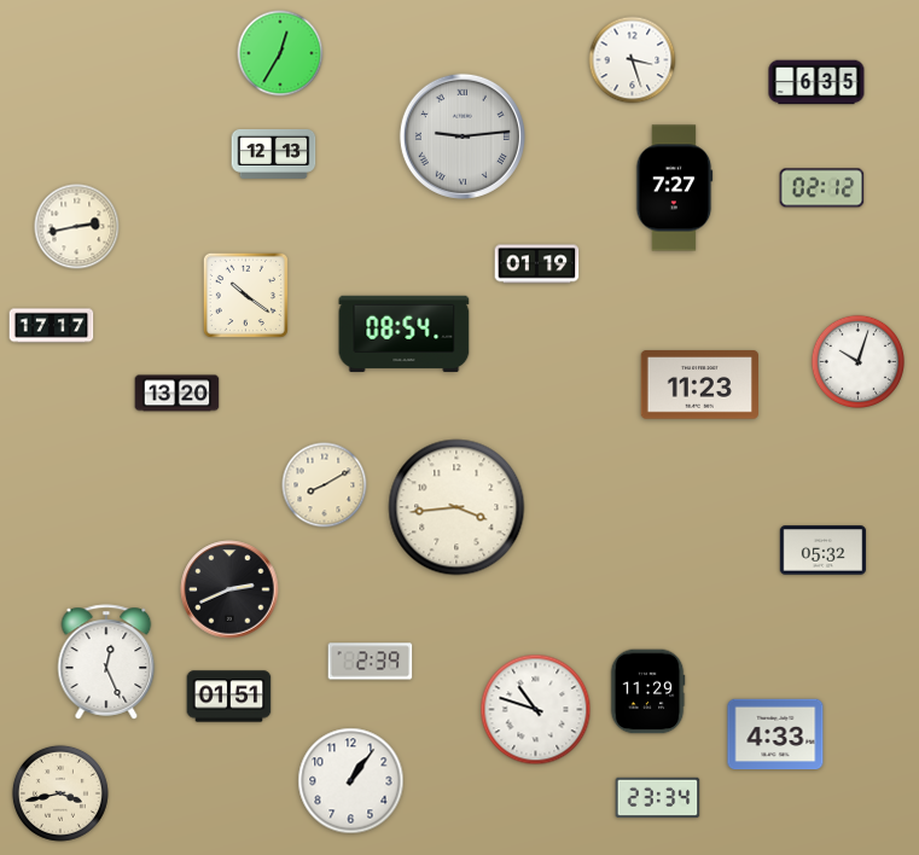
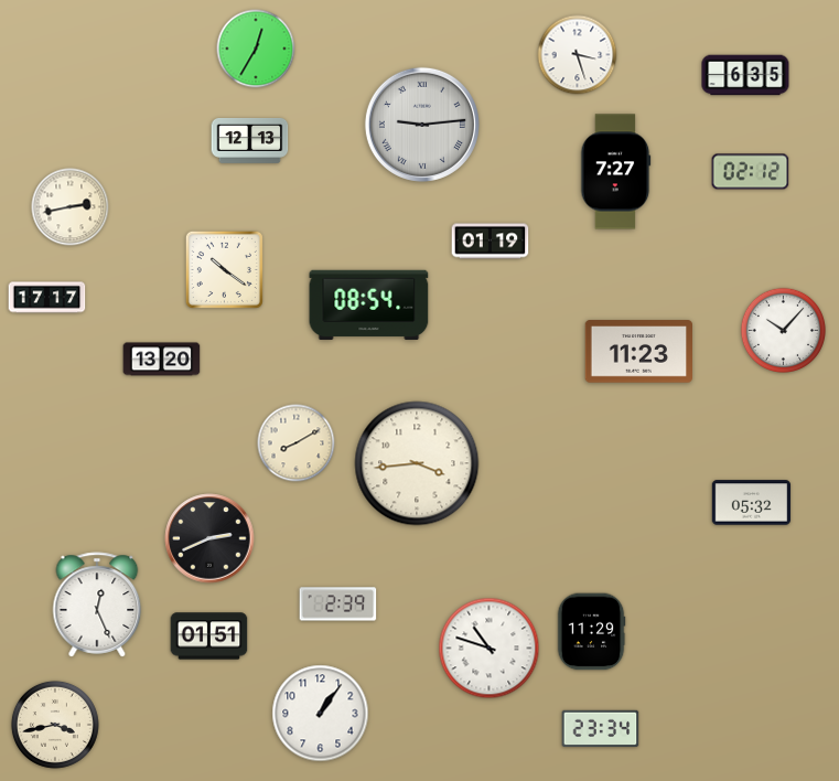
clock at (857, 361): 10:03 -> 10:07
clock at (775, 734): 4:33 -> none
